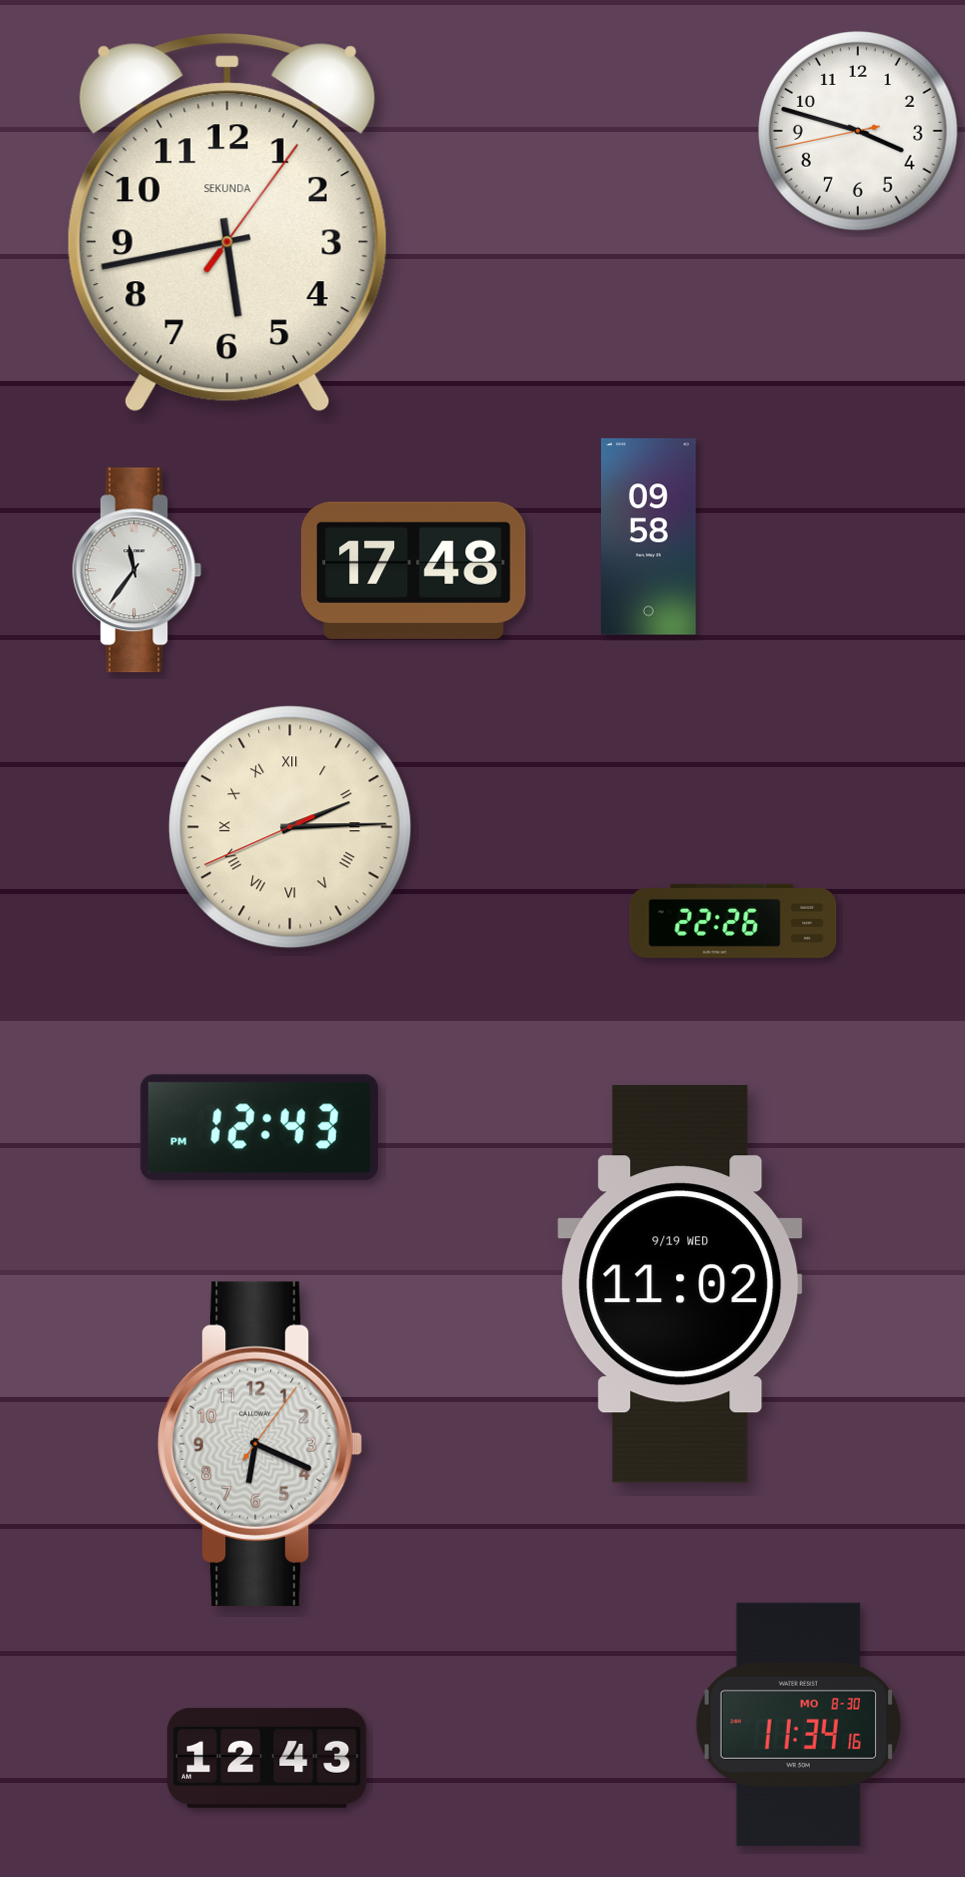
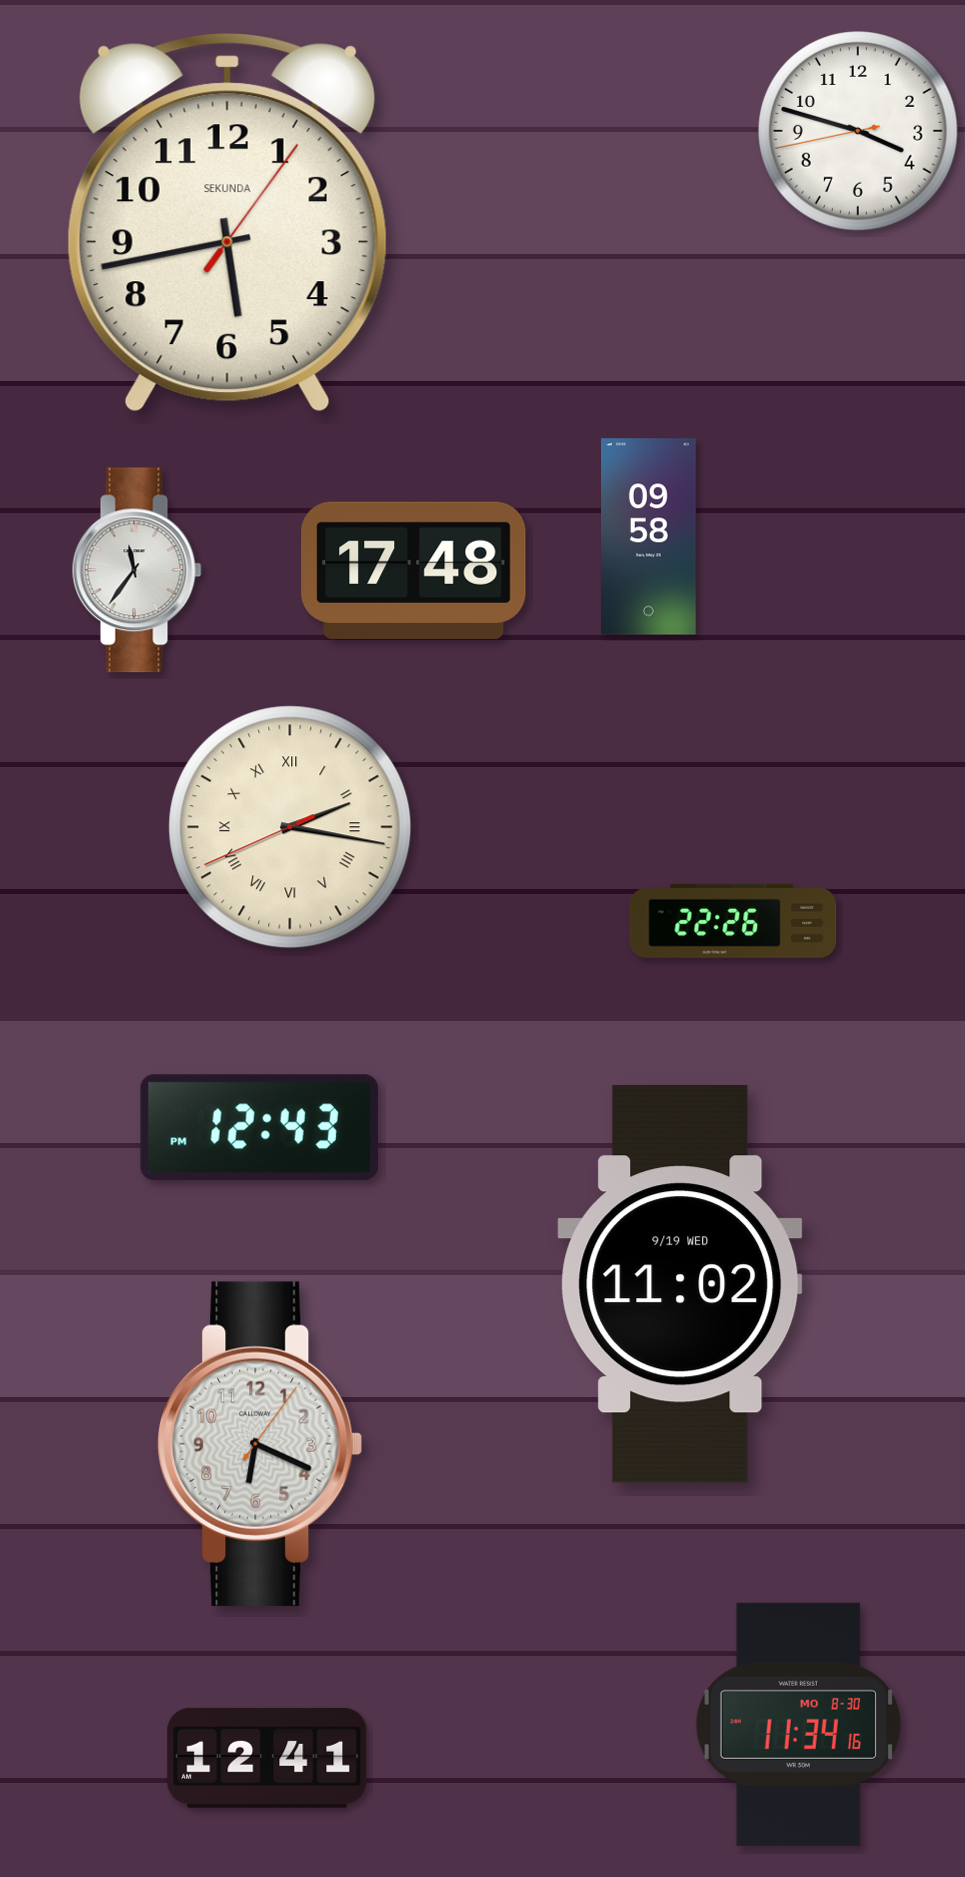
clock at (290, 827): 2:14 -> 2:16
clock at (267, 1758): 12:43 -> 12:41
